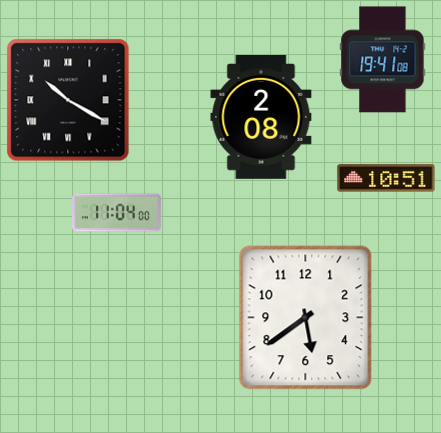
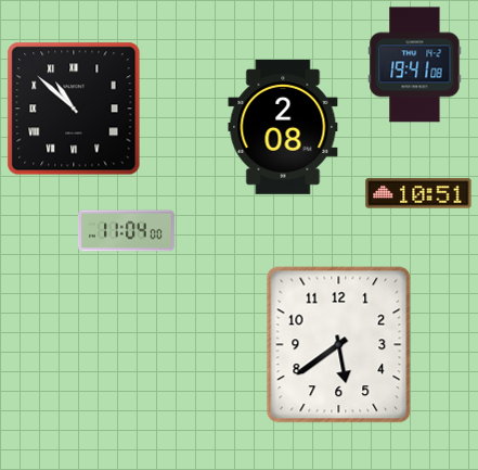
clock at (68, 100): 10:20 -> 10:52
clock at (306, 318) position: (306, 318) -> (339, 345)
